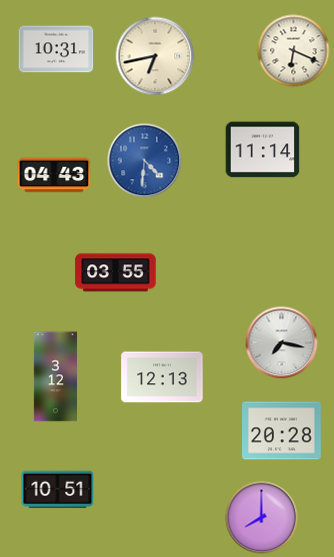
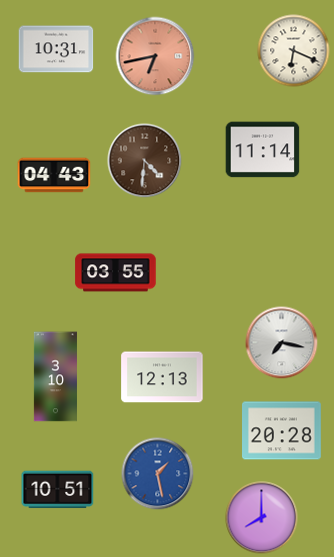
clock at (155, 56) dial: cream -> salmon
clock at (145, 161) dial: blue -> brown
clock at (55, 377): 3:12 -> 3:10
clock at (158, 474): none -> 1:28
